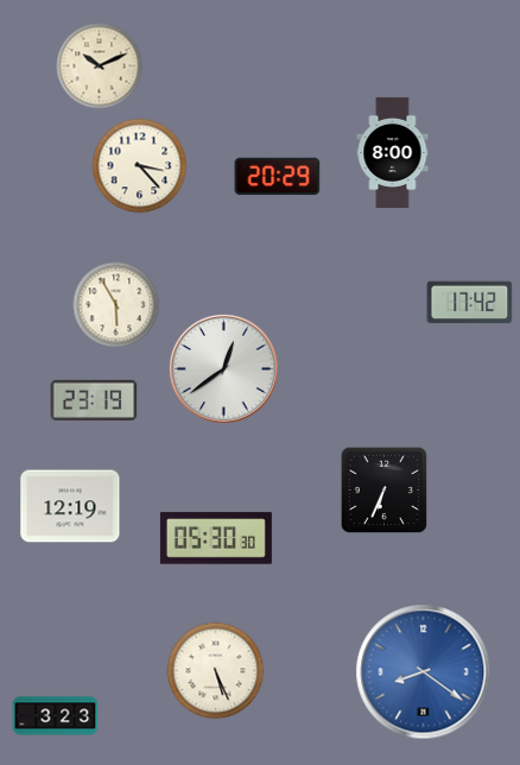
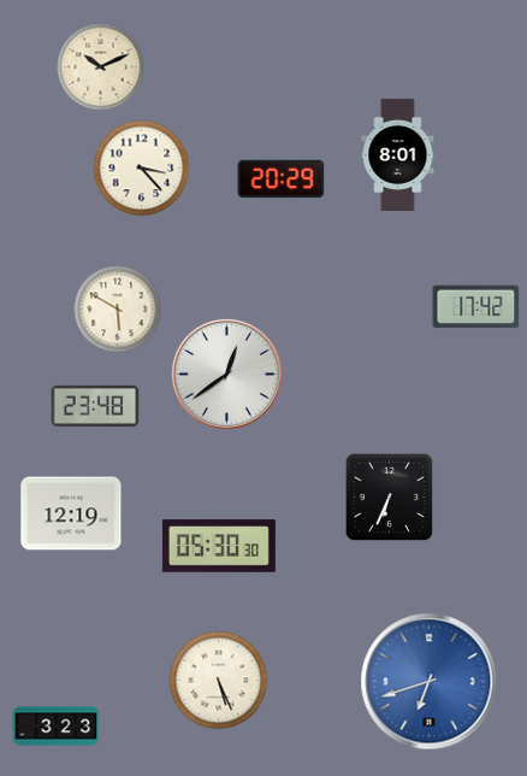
clock at (393, 152): 8:00 -> 8:01
clock at (116, 305): 5:55 -> 5:50
clock at (94, 400): 23:19 -> 23:48
clock at (424, 672): 8:21 -> 6:42
